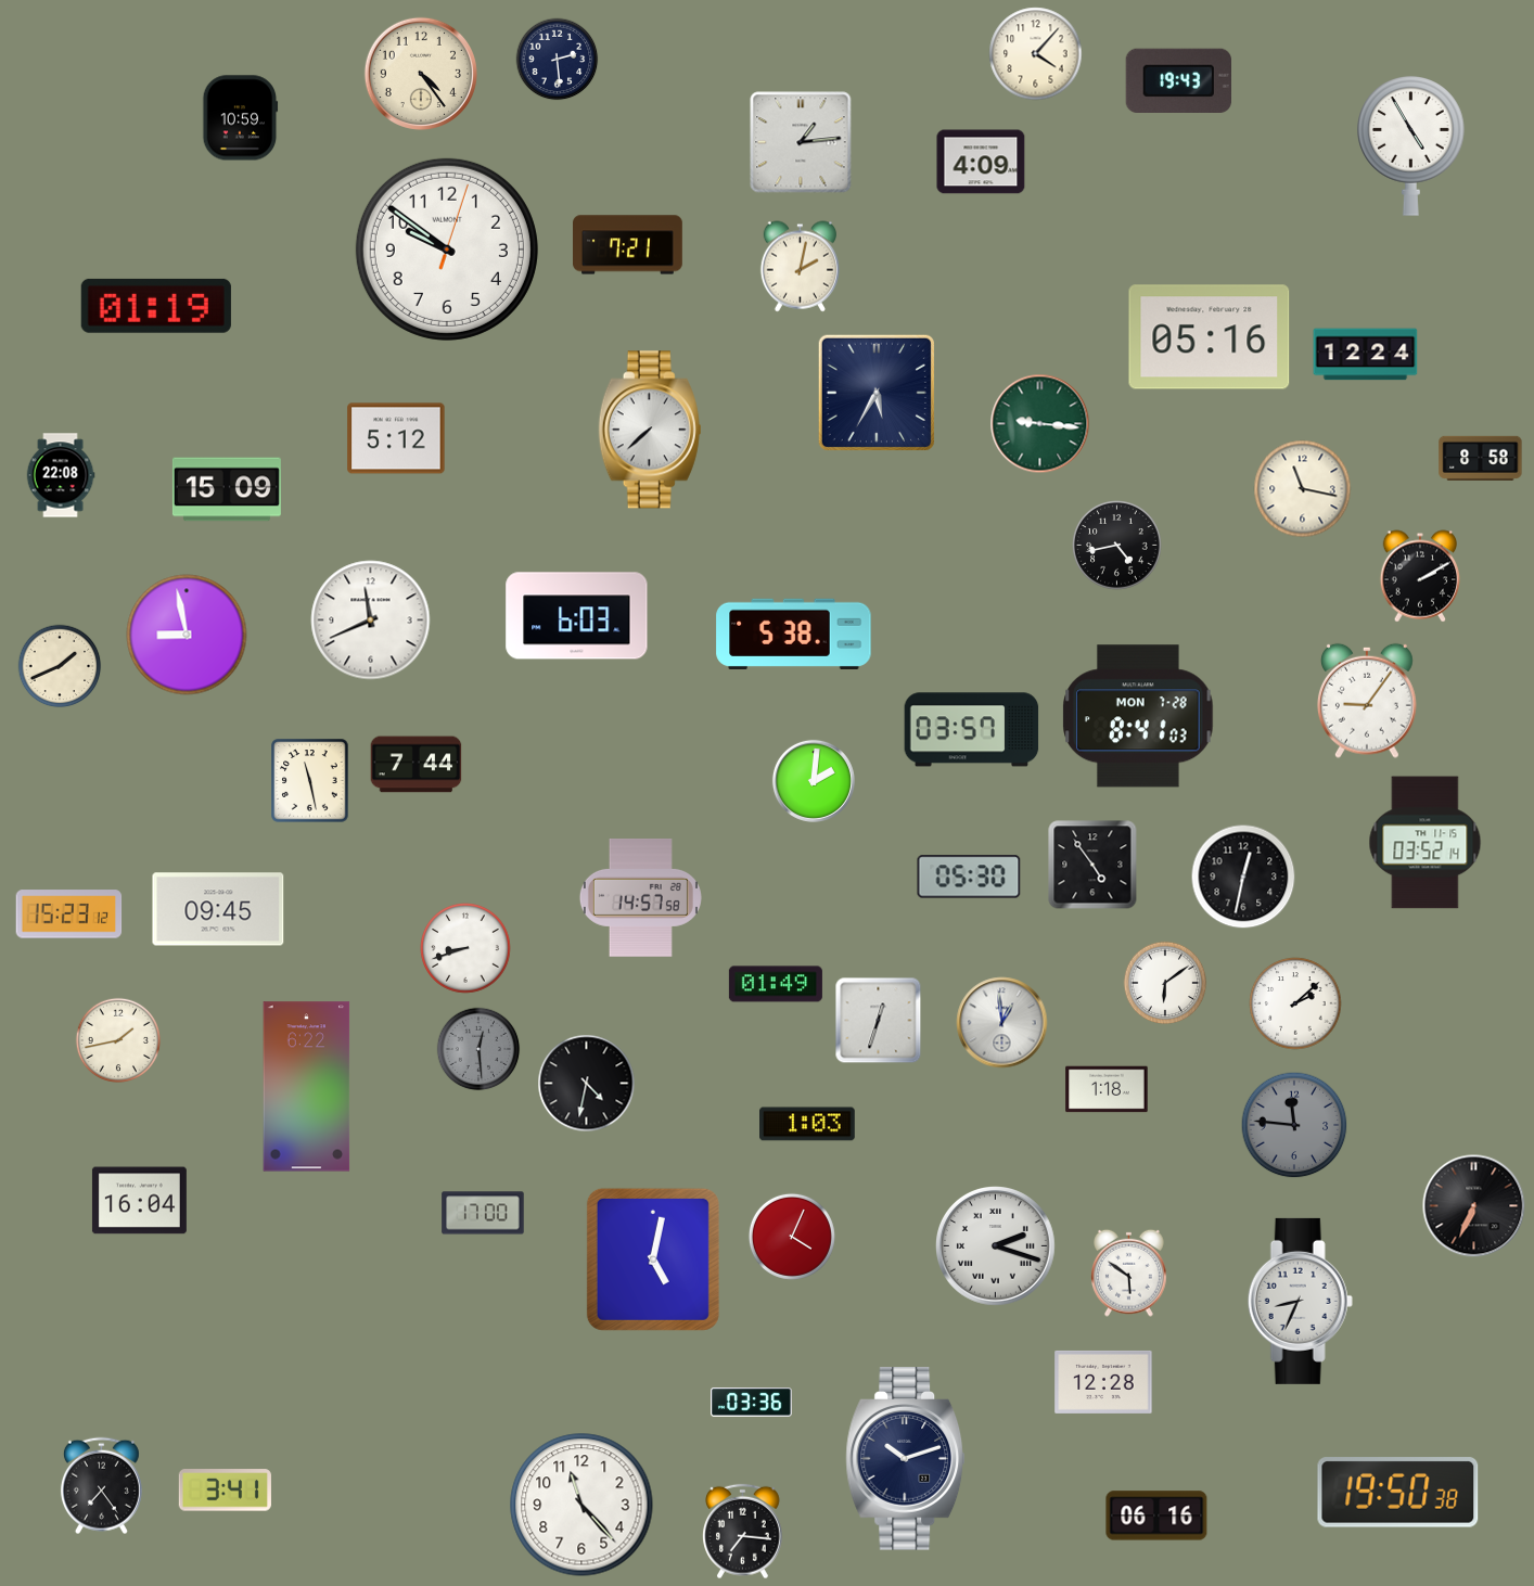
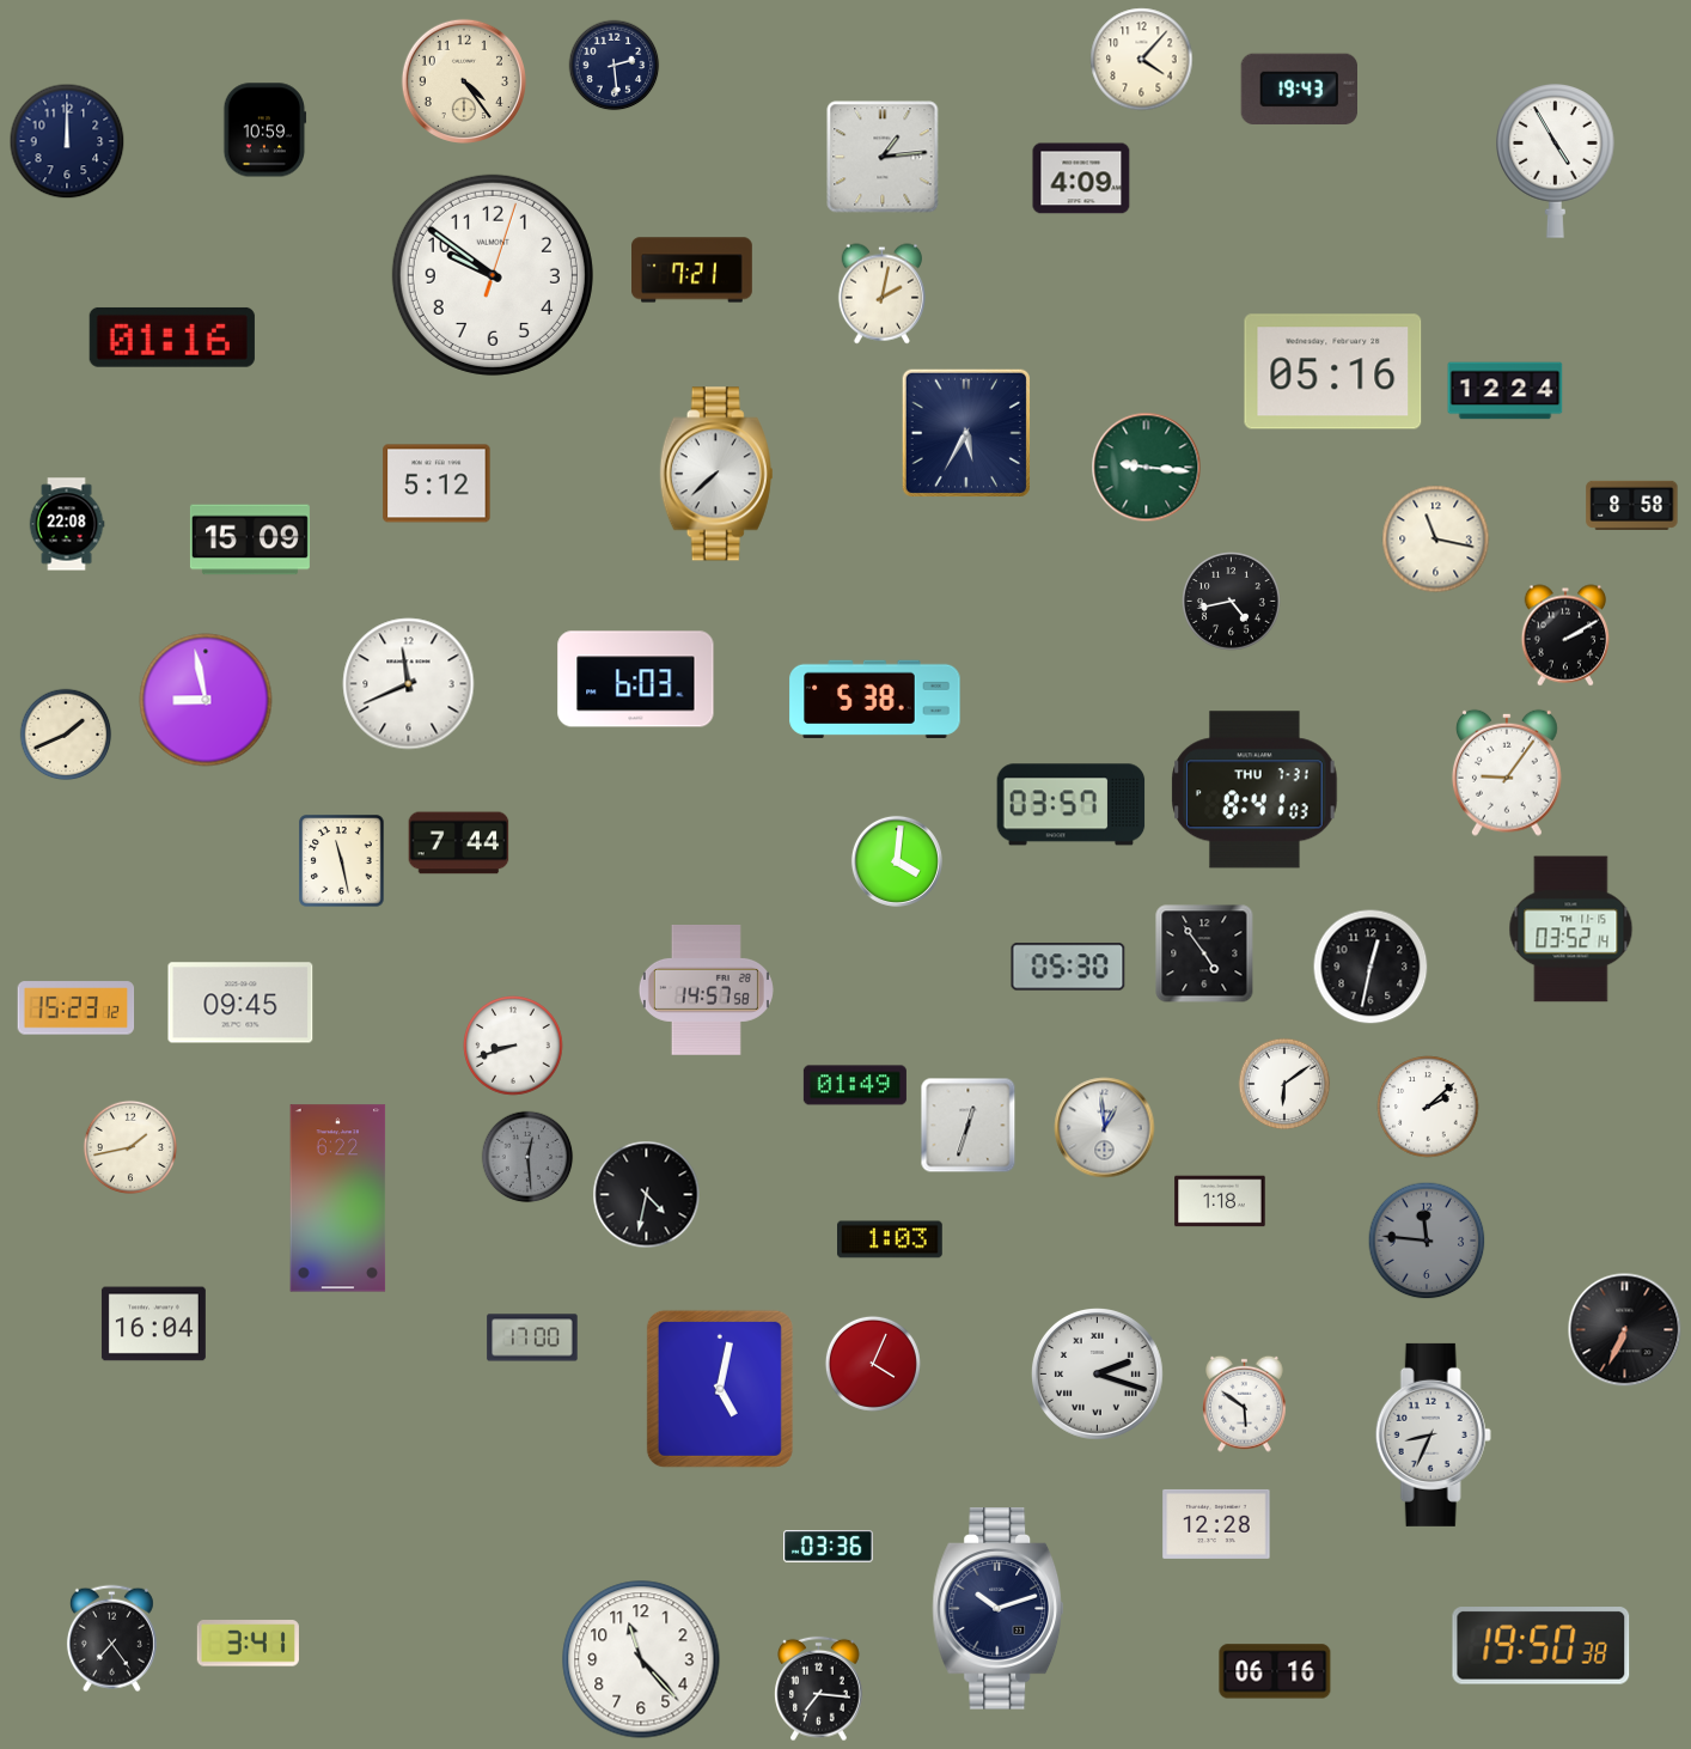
clock at (67, 141): none -> 12:00
clock at (156, 306): 01:19 -> 01:16
clock at (1138, 716) date: MON 7-28 -> THU 7-31
clock at (814, 781): 2:01 -> 4:01
